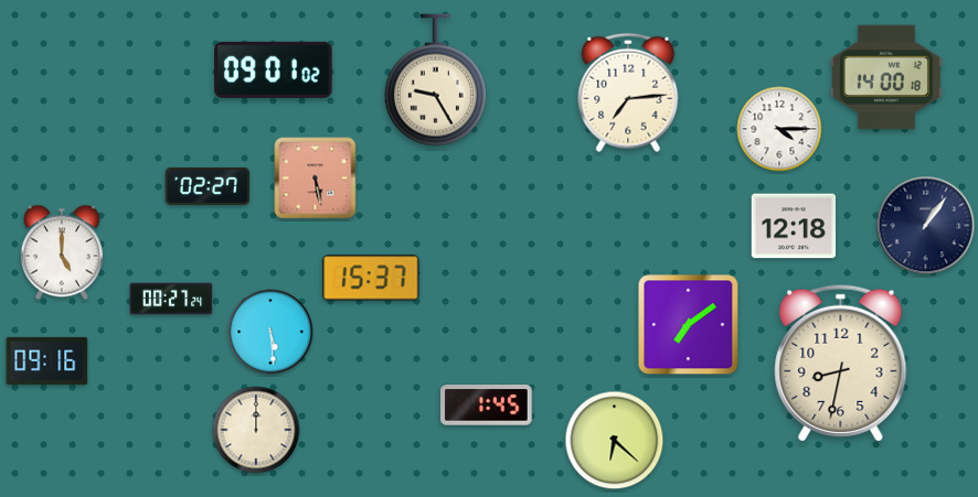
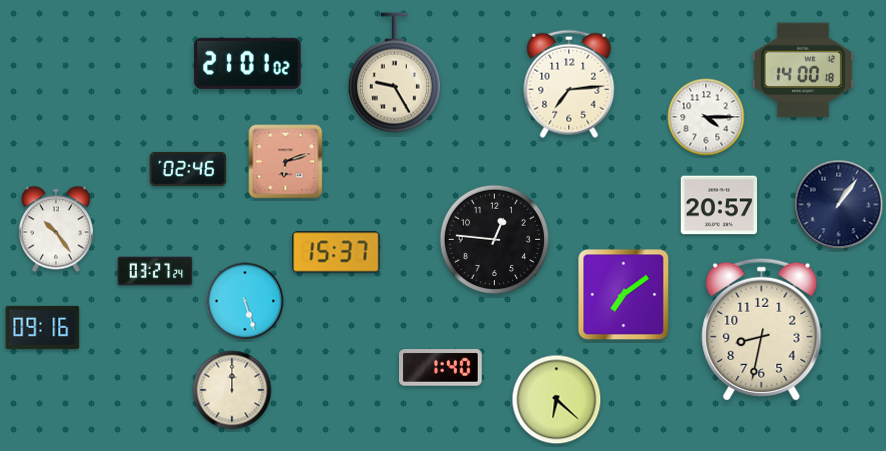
clock at (274, 69): 09:01 -> 21:01
clock at (316, 179): 5:28 -> 6:12
clock at (208, 186): 02:27 -> 02:46
clock at (794, 226): 12:18 -> 20:57
clock at (62, 252): 5:00 -> 10:24
clock at (494, 239): none -> 12:46
clock at (171, 299): 00:27 -> 03:27
clock at (270, 332): 5:29 -> 5:27
clock at (487, 406): 1:45 -> 1:40
